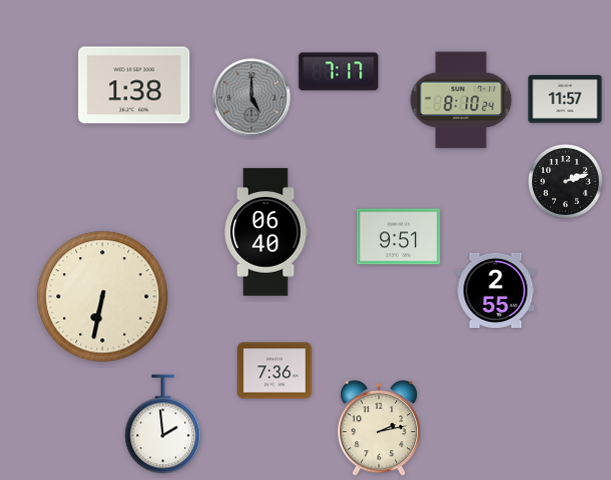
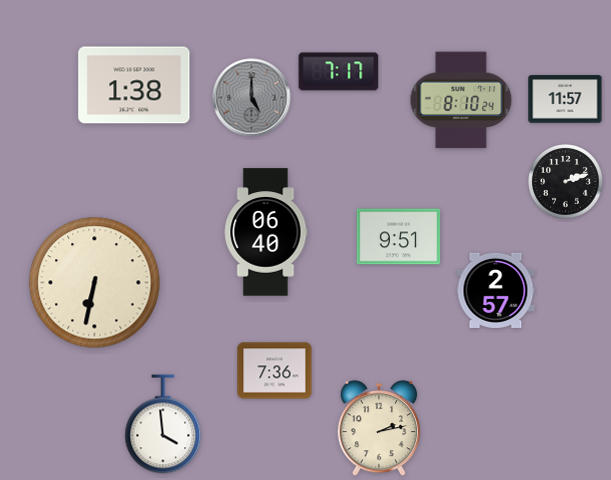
clock at (496, 290): 2:55 -> 2:57
clock at (103, 297) position: (103, 297) -> (95, 283)
clock at (163, 424): 1:59 -> 3:59
